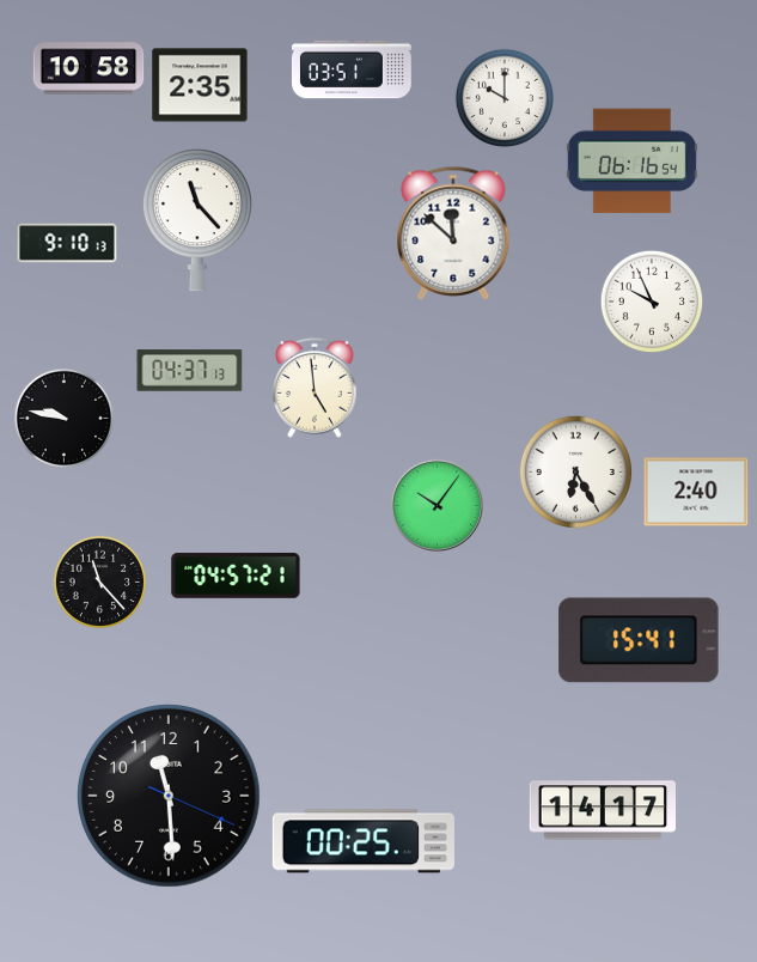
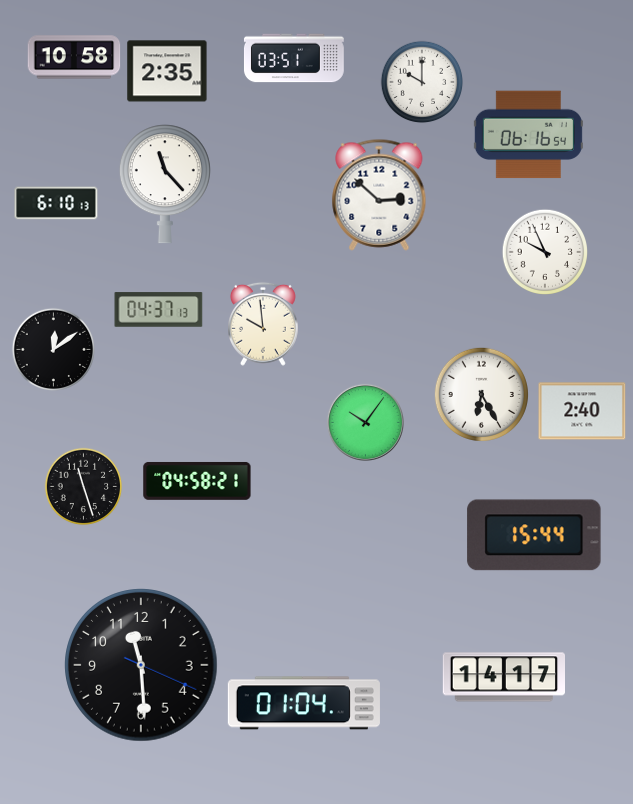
clock at (453, 233): 11:52 -> 2:52
clock at (67, 243): 9:10 -> 6:10
clock at (315, 388): 4:59 -> 9:59
clock at (65, 419): 9:47 -> 12:09
clock at (236, 576): 04:57 -> 04:58
clock at (100, 583): 11:23 -> 11:27
clock at (639, 640): 15:41 -> 15:44
clock at (364, 841): 00:25 -> 01:04
